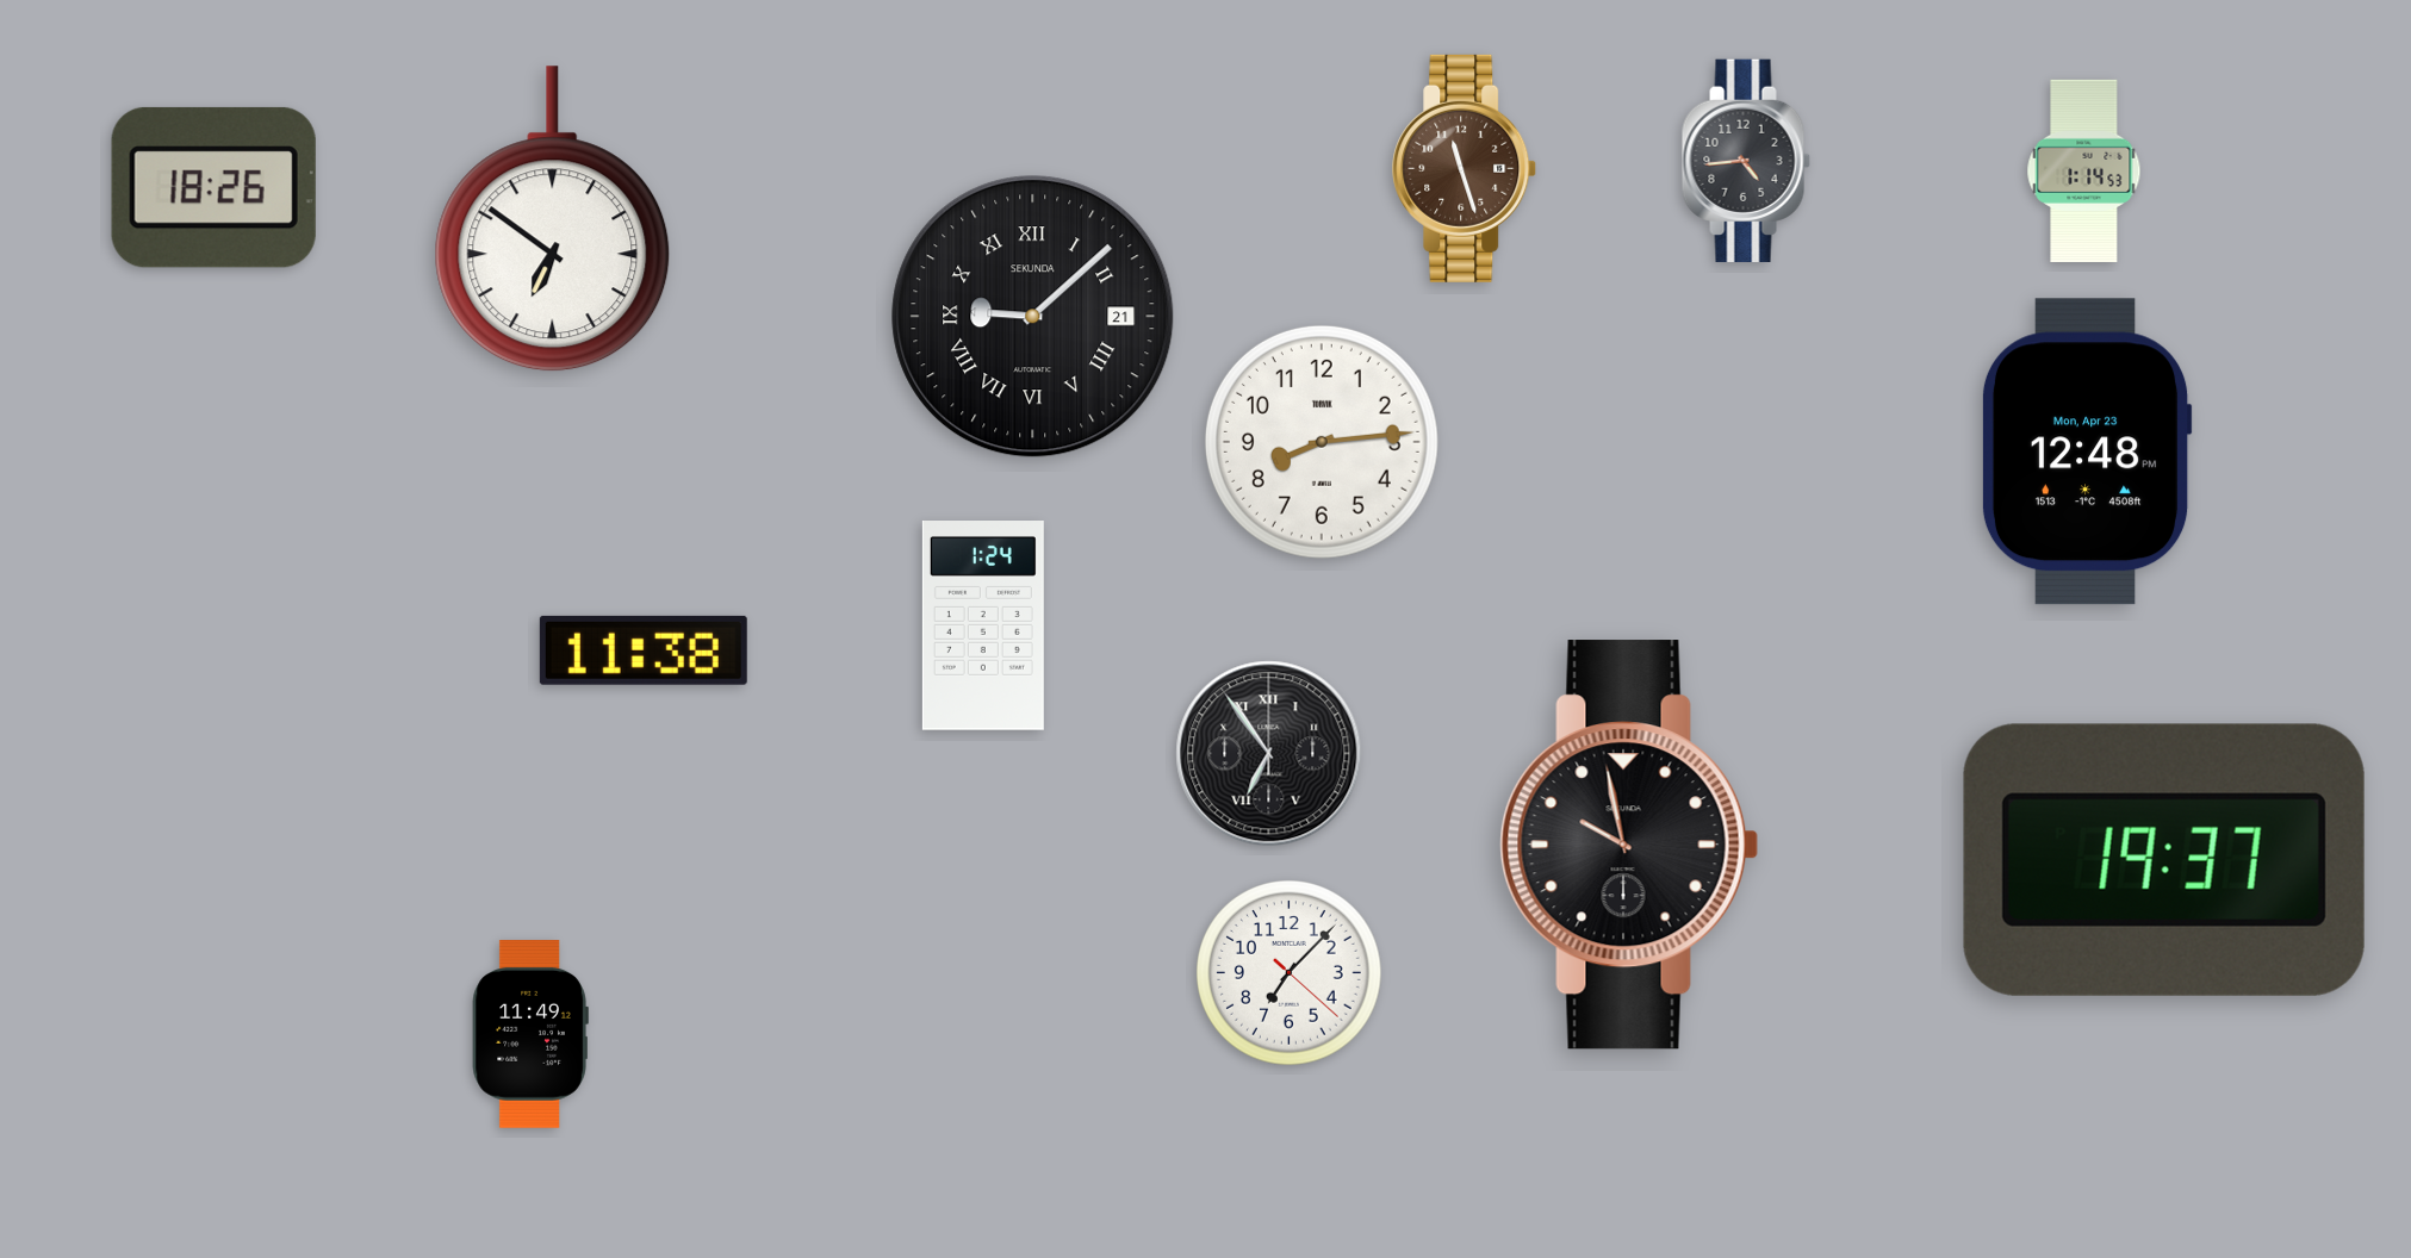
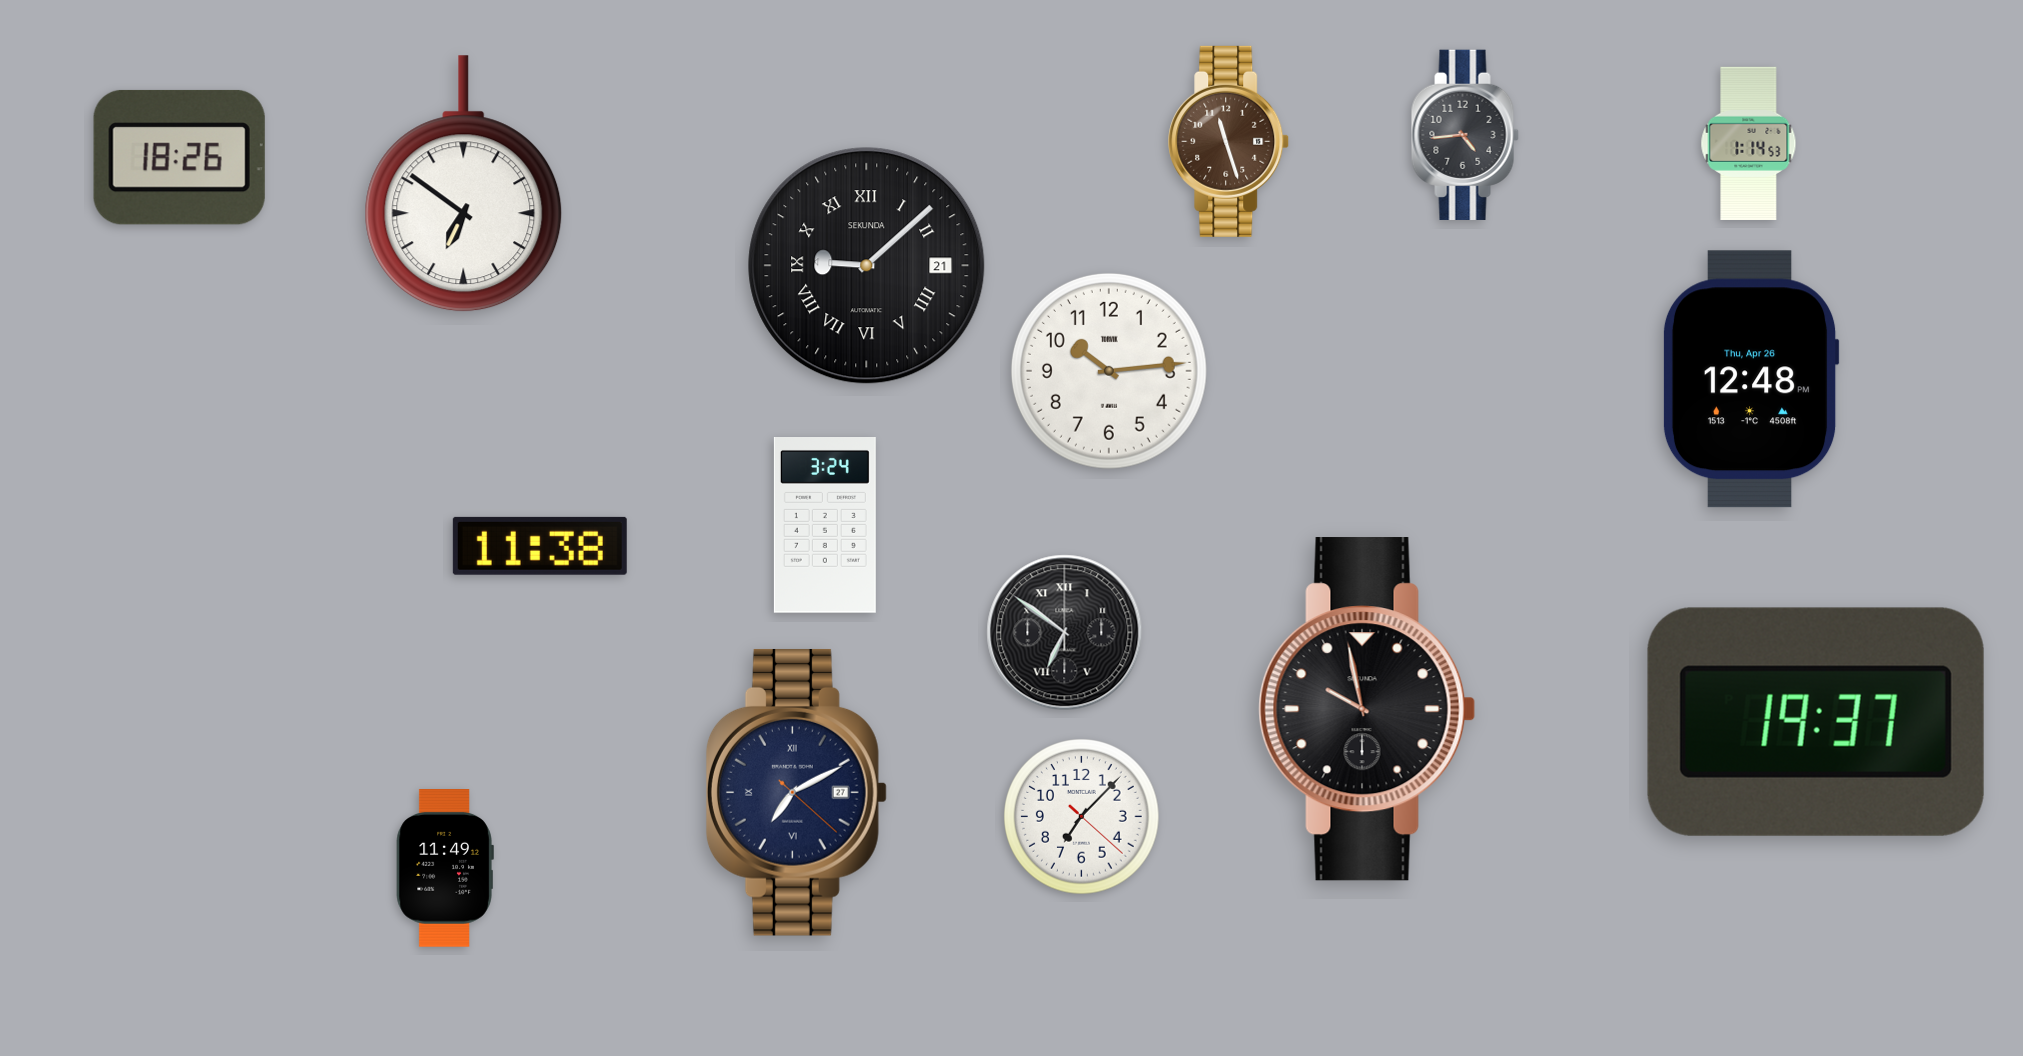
clock at (1322, 442): 8:14 -> 10:14
clock at (2087, 451) date: Mon, Apr 23 -> Thu, Apr 26
clock at (983, 627): 1:24 -> 3:24
clock at (1269, 754): 6:54 -> 6:51
clock at (796, 792): none -> 7:10
